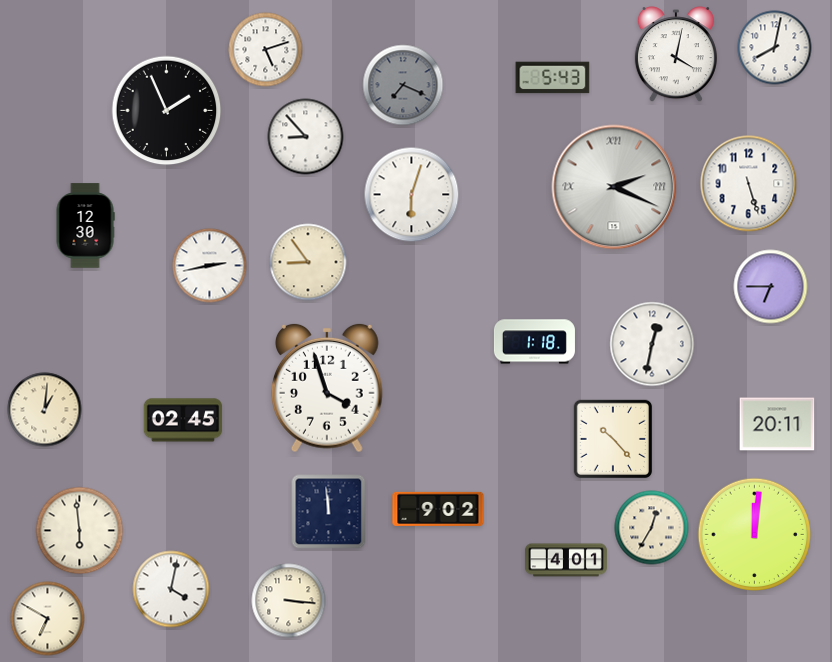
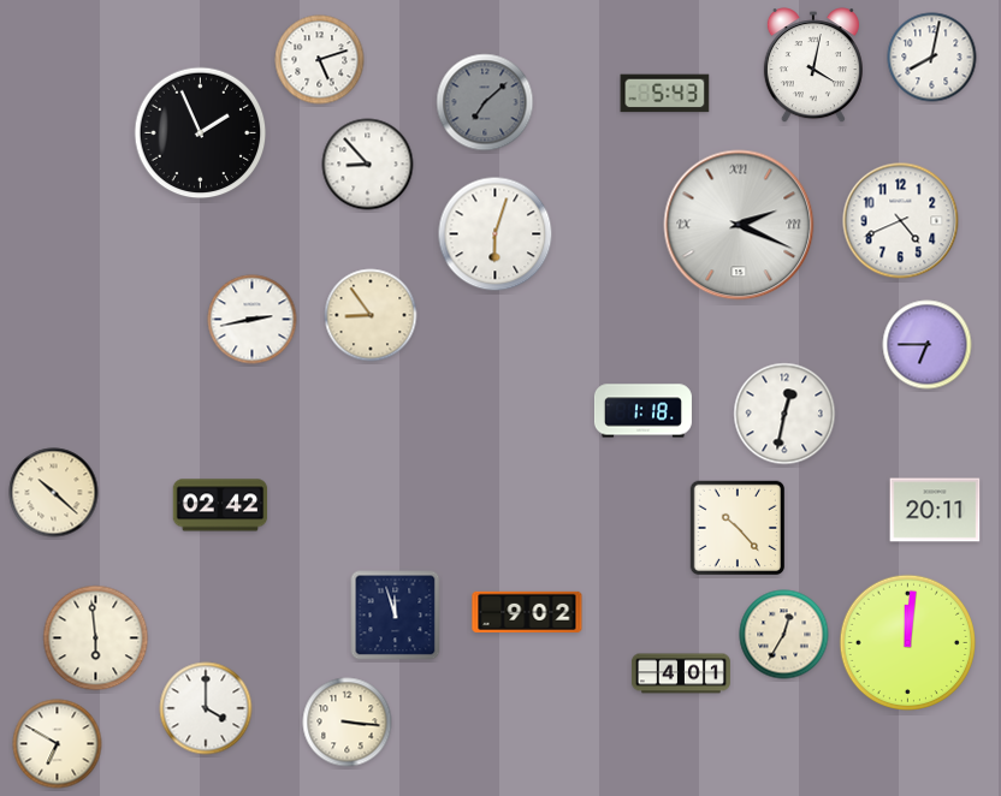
clock at (403, 85): 7:19 -> 7:08
clock at (749, 184): 5:27 -> 4:41
clock at (85, 226): 12:30 -> none
clock at (328, 388): 3:57 -> none
clock at (45, 410): 1:01 -> 10:22
clock at (183, 420): 02:45 -> 02:42
clock at (329, 512): 11:59 -> 11:57
clock at (171, 589): 4:02 -> 4:00
